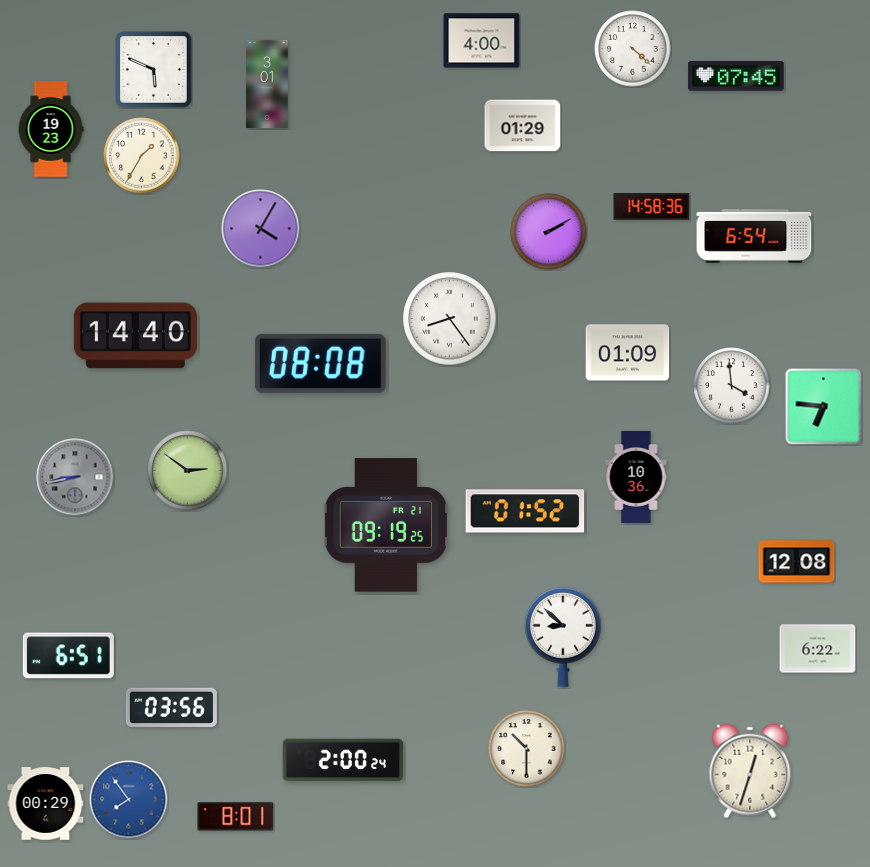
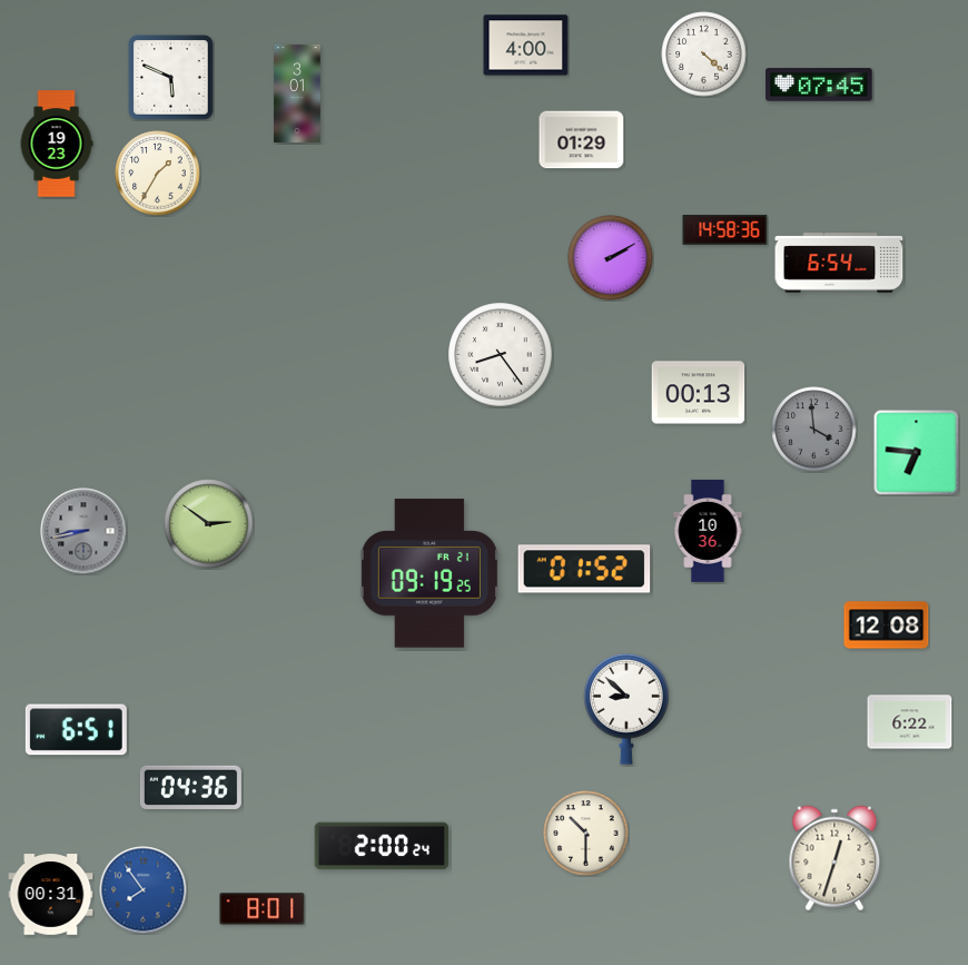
clock at (482, 41) position: (482, 41) -> (526, 46)
clock at (261, 229): 4:05 -> none
clock at (135, 336): 14:40 -> none
clock at (628, 353): 01:09 -> 00:13
clock at (320, 363): 08:08 -> none
clock at (732, 386) dial: white -> grey
clock at (386, 525) position: (386, 525) -> (429, 573)
clock at (171, 708): 03:56 -> 04:36
clock at (46, 804): 00:29 -> 00:31
